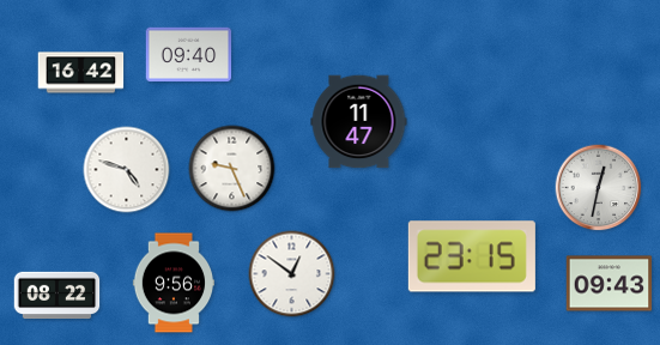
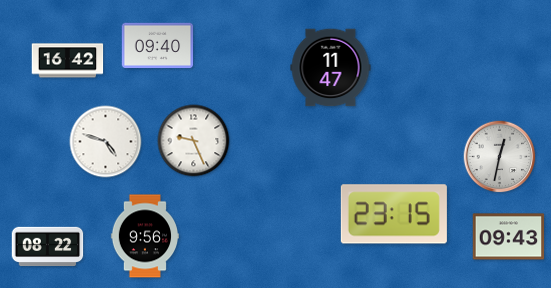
clock at (359, 122) position: (359, 122) -> (331, 68)
clock at (292, 274): 12:51 -> none
